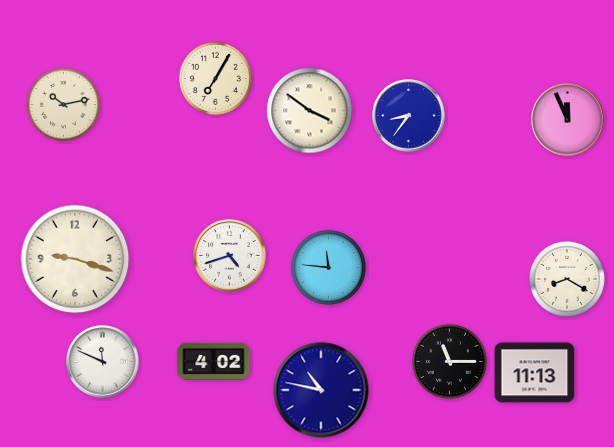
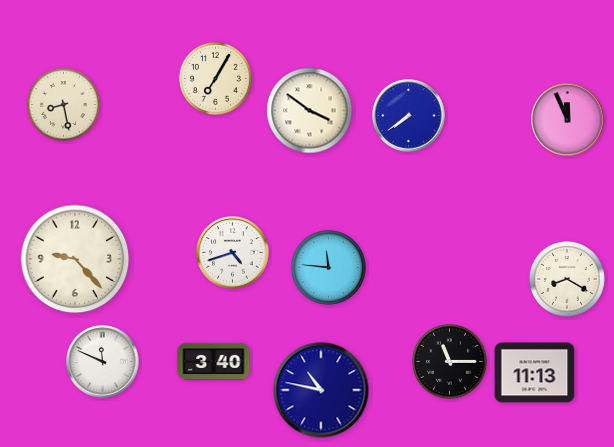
clock at (63, 104): 10:13 -> 8:28
clock at (409, 116): 8:36 -> 7:39
clock at (230, 256) position: (230, 256) -> (233, 253)
clock at (75, 259): 9:18 -> 9:23
clock at (214, 361): 4:02 -> 3:40
